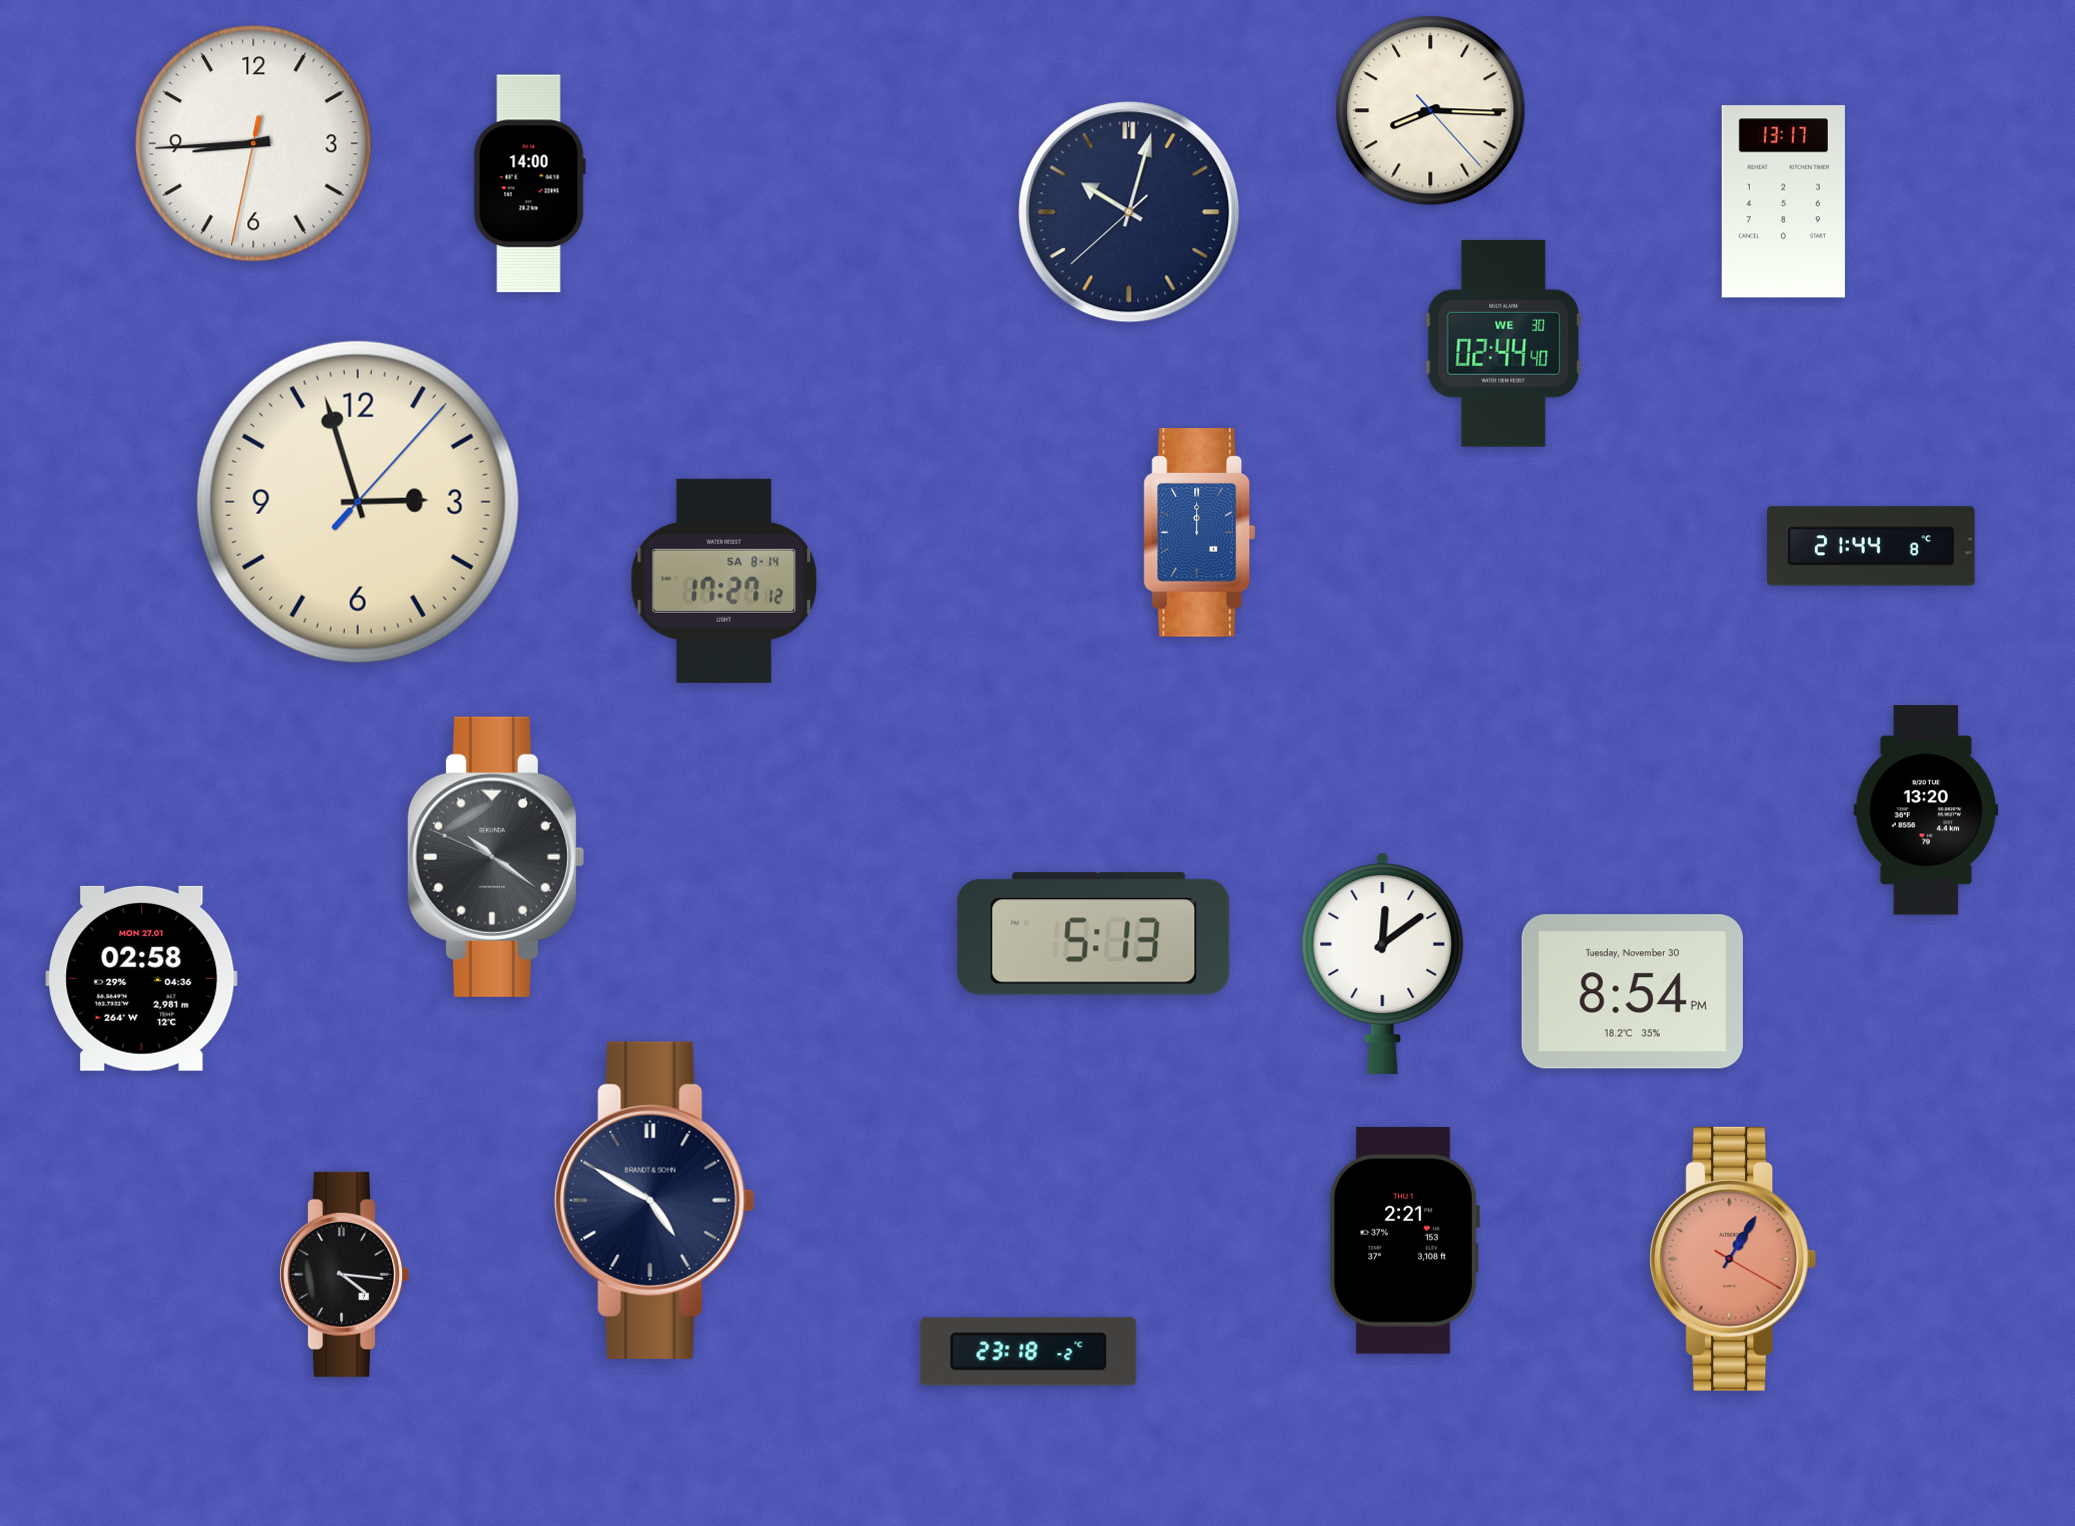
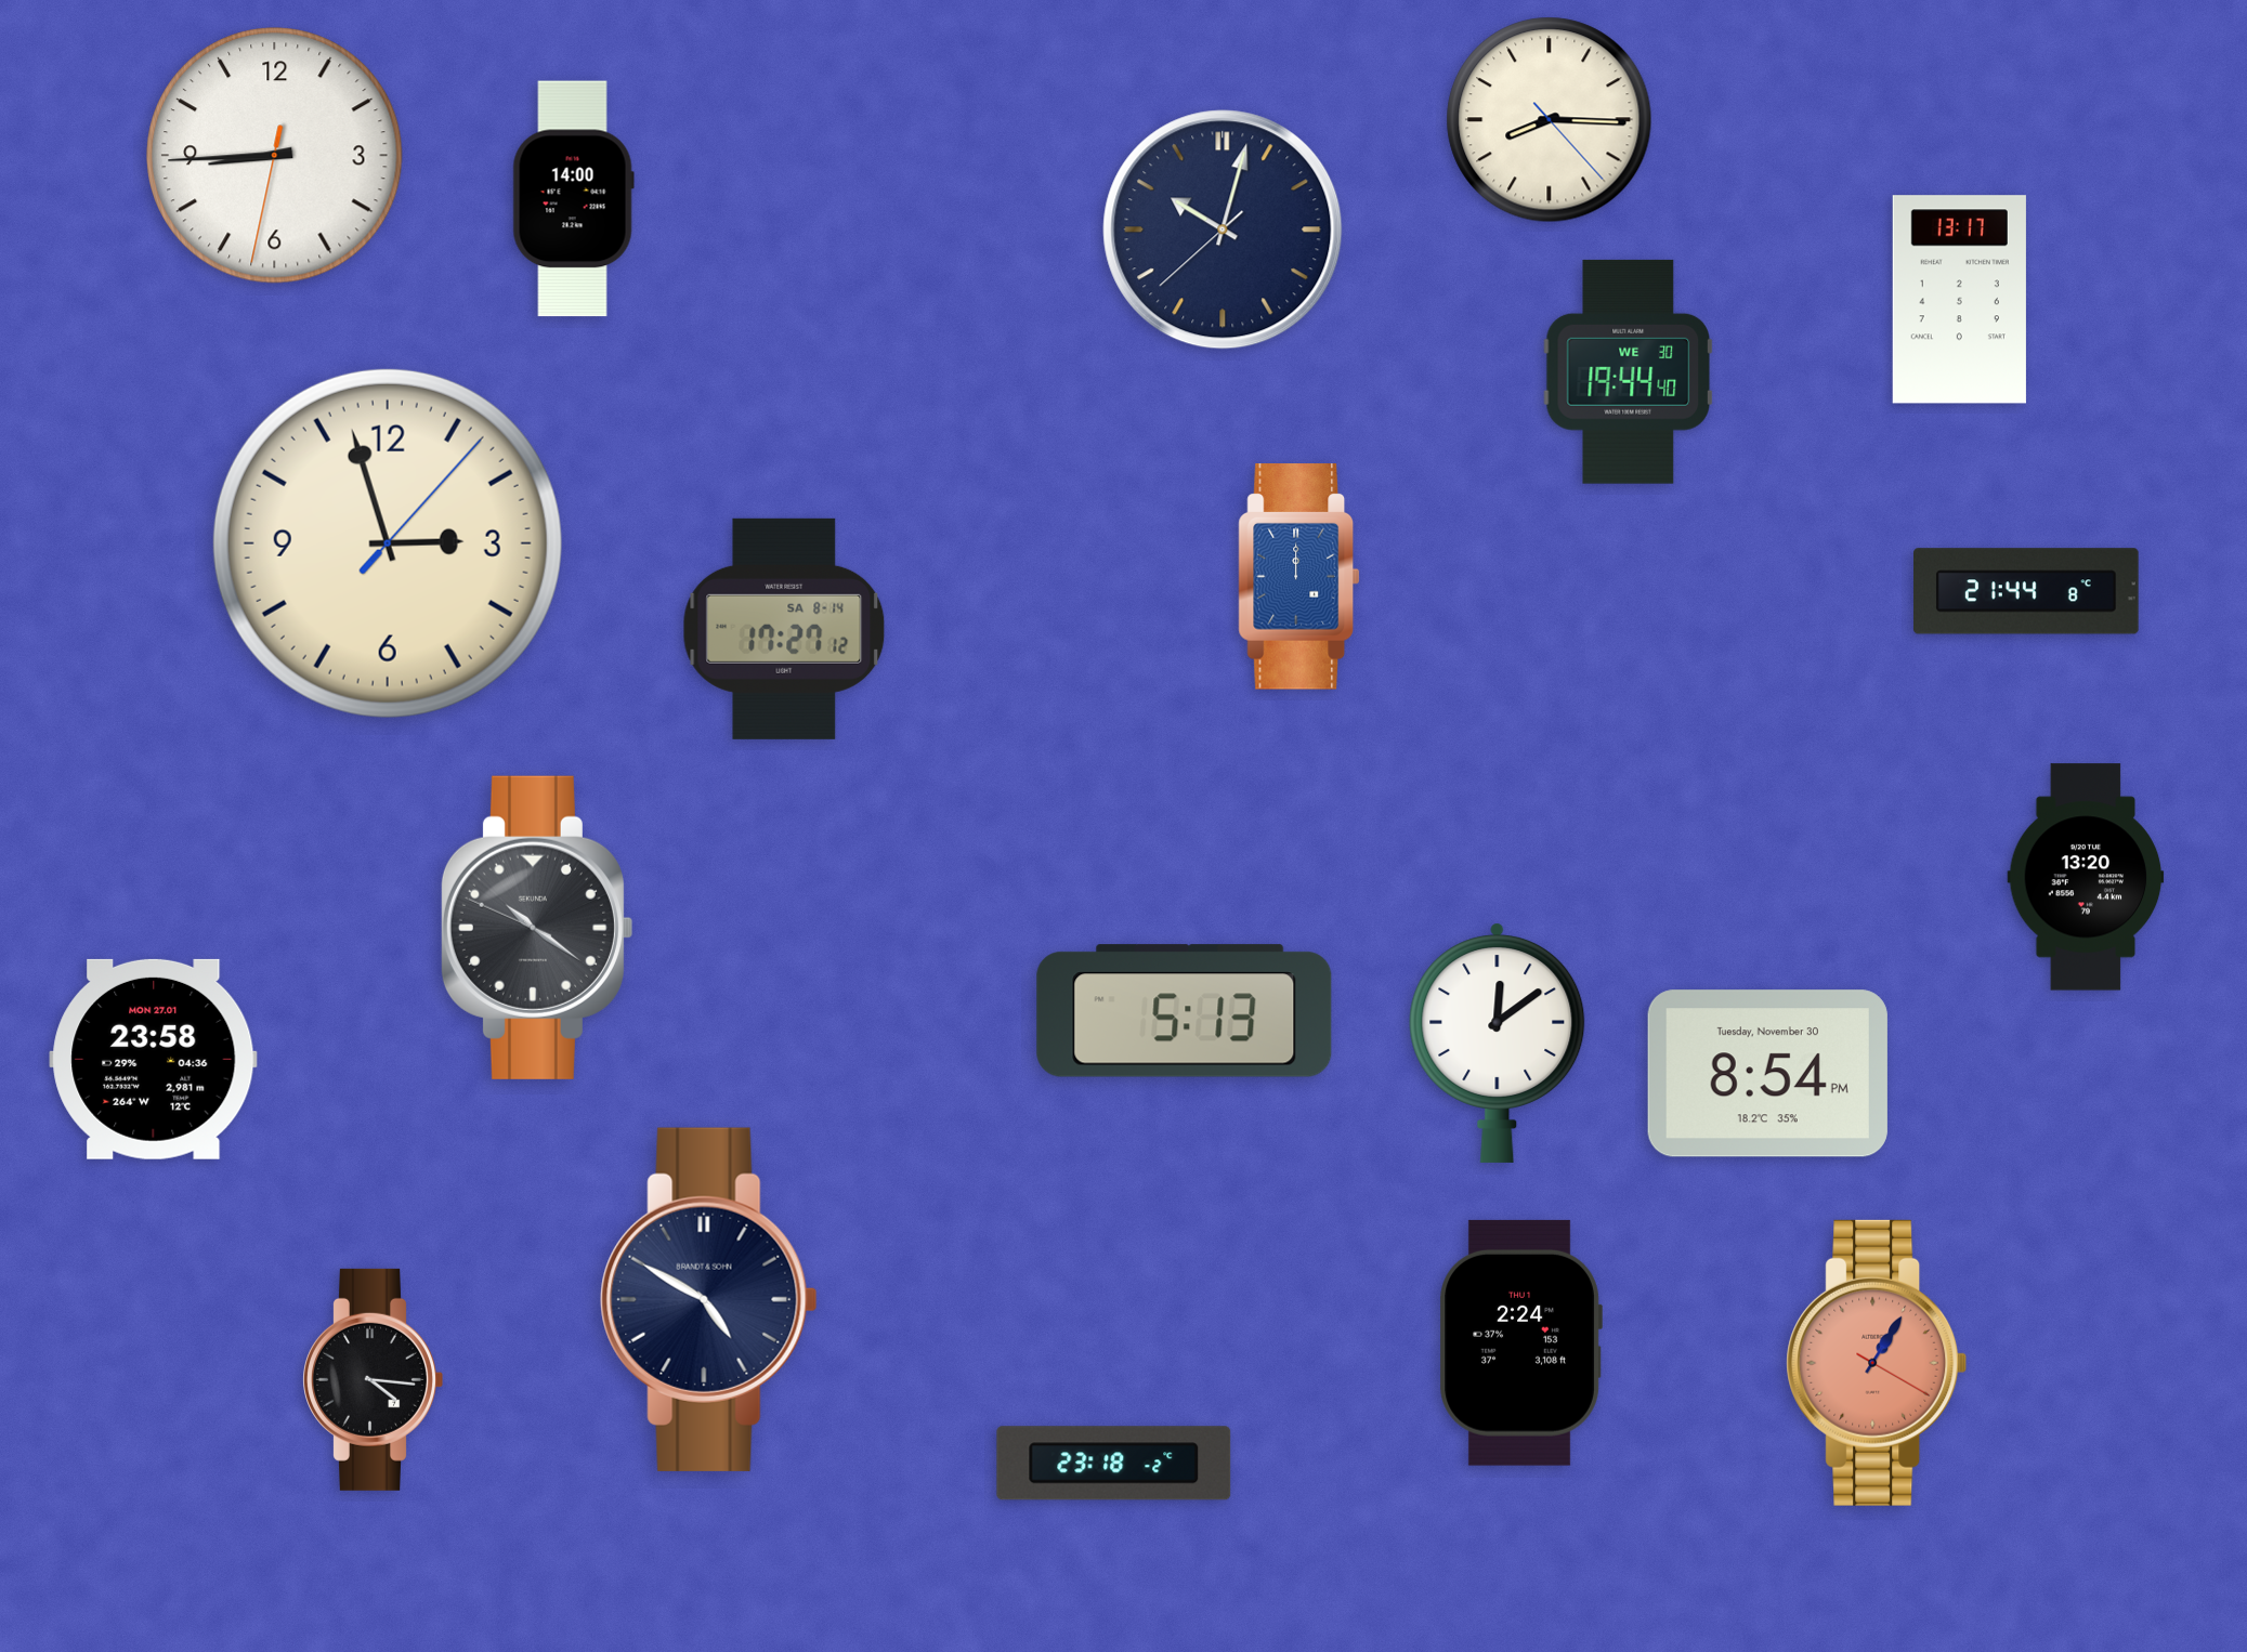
clock at (1783, 202) position: (1783, 202) -> (1959, 300)
clock at (1503, 343): 02:44 -> 19:44
clock at (142, 978): 02:58 -> 23:58
clock at (1404, 1240): 2:21 -> 2:24
